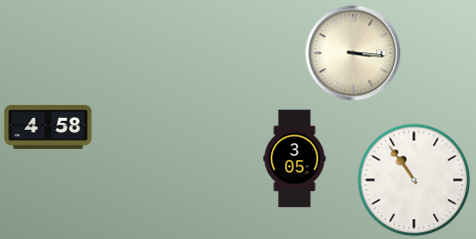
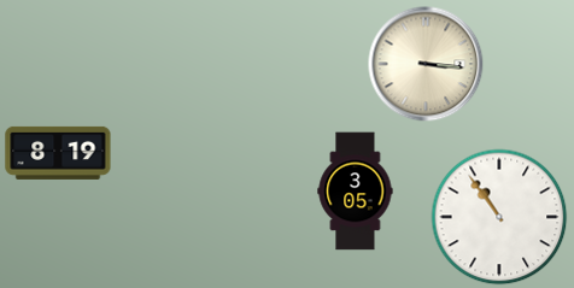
clock at (48, 127): 4:58 -> 8:19
